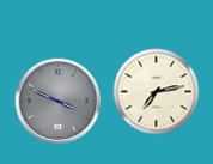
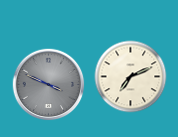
clock at (157, 92): 7:13 -> 7:11
